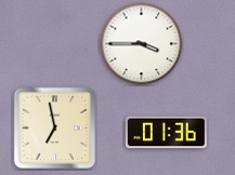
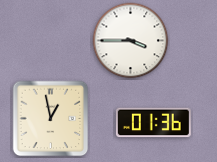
clock at (55, 129): 6:58 -> 12:58
